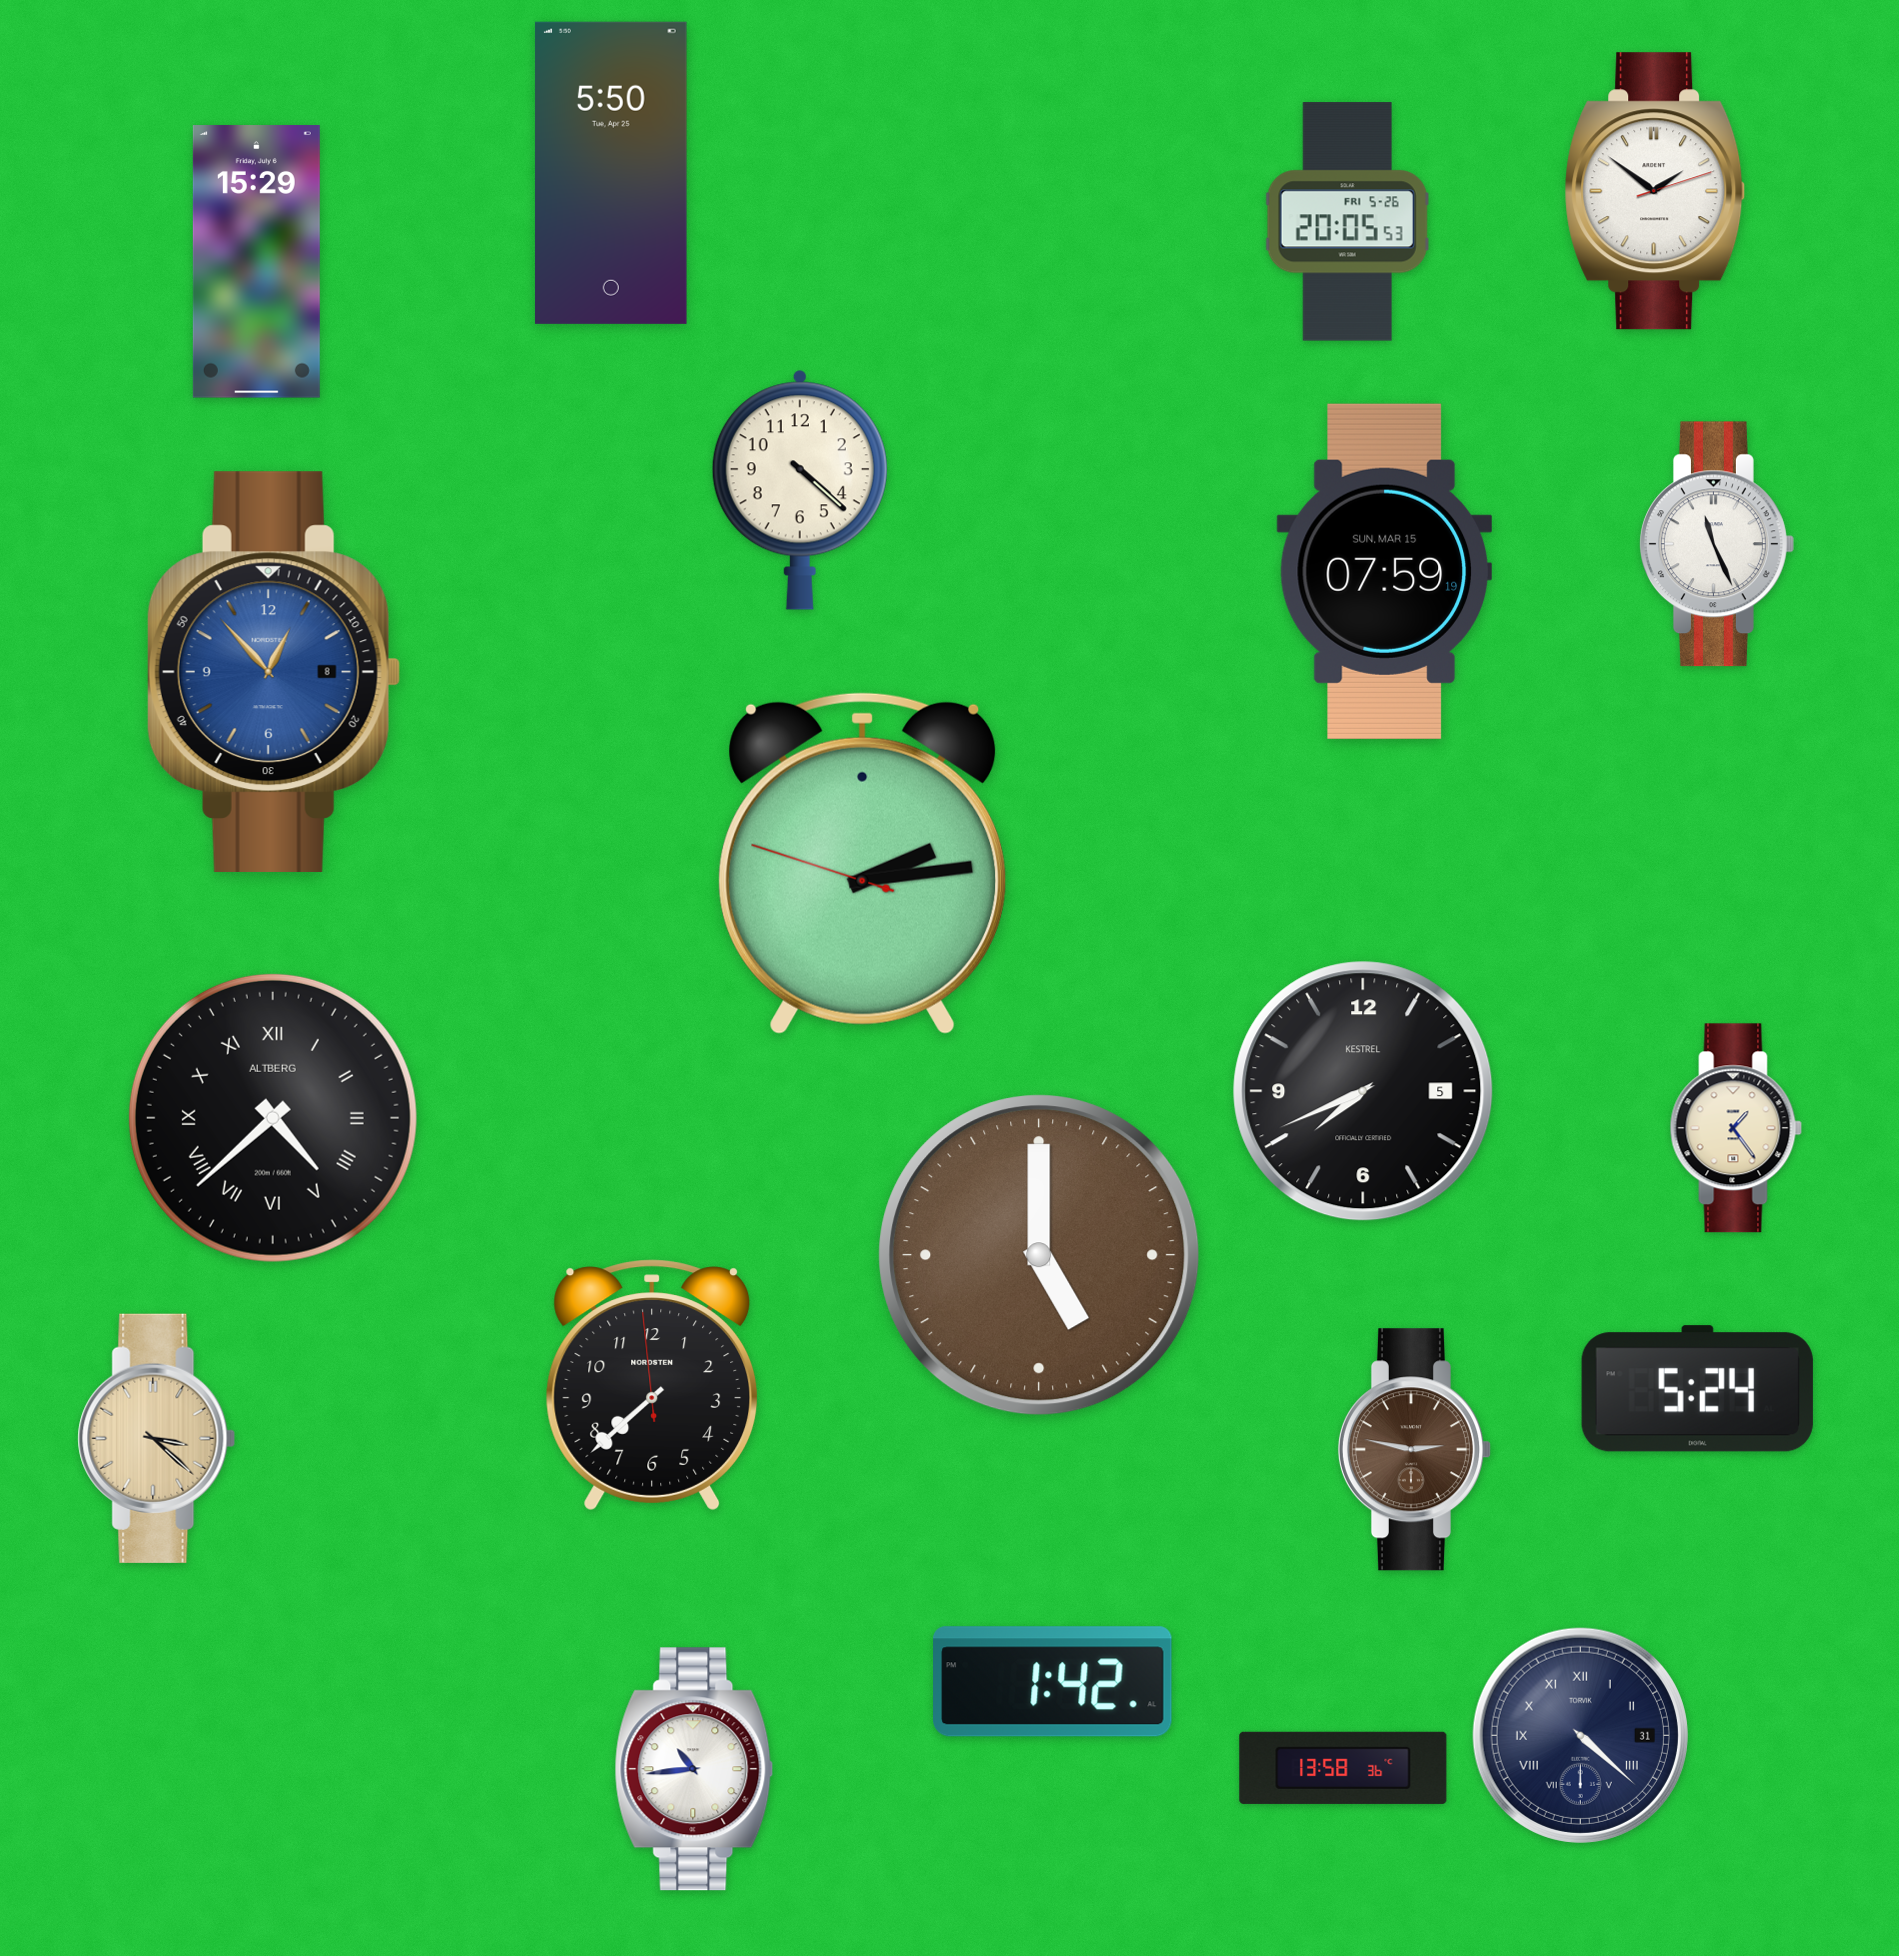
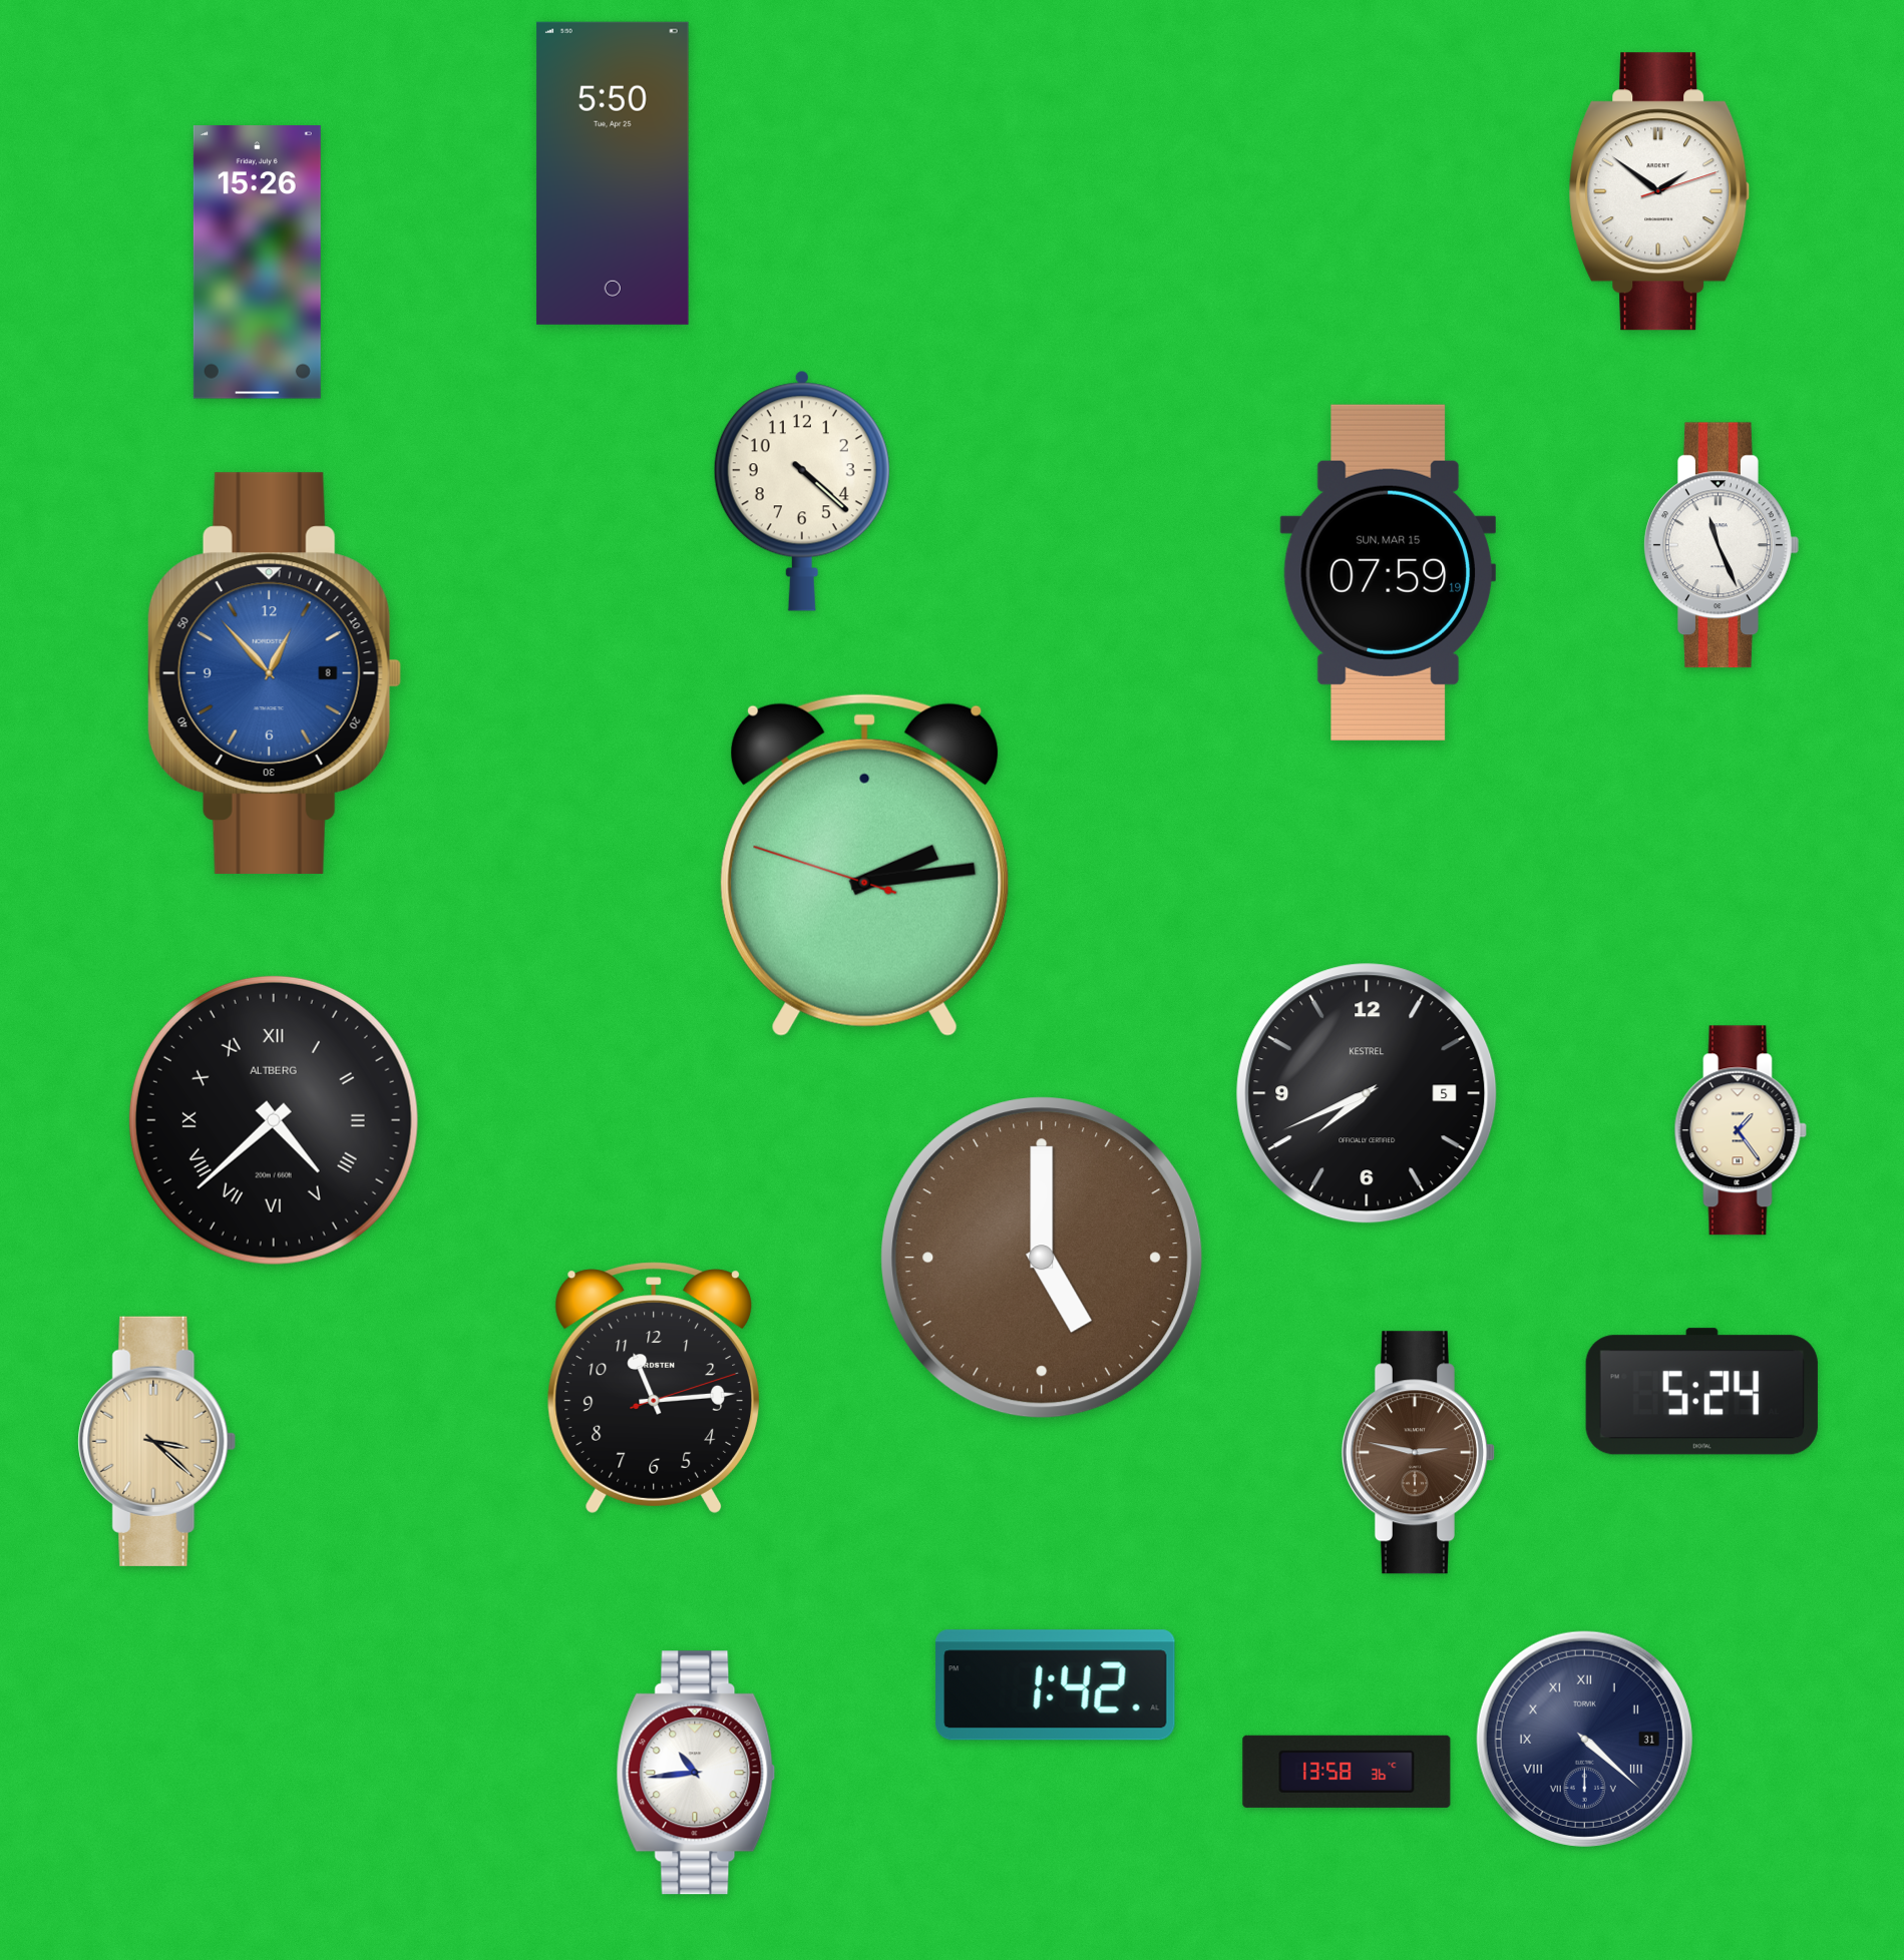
clock at (1347, 222): 20:05 -> none
clock at (256, 262): 15:29 -> 15:26
clock at (652, 1385): 7:37 -> 11:14
